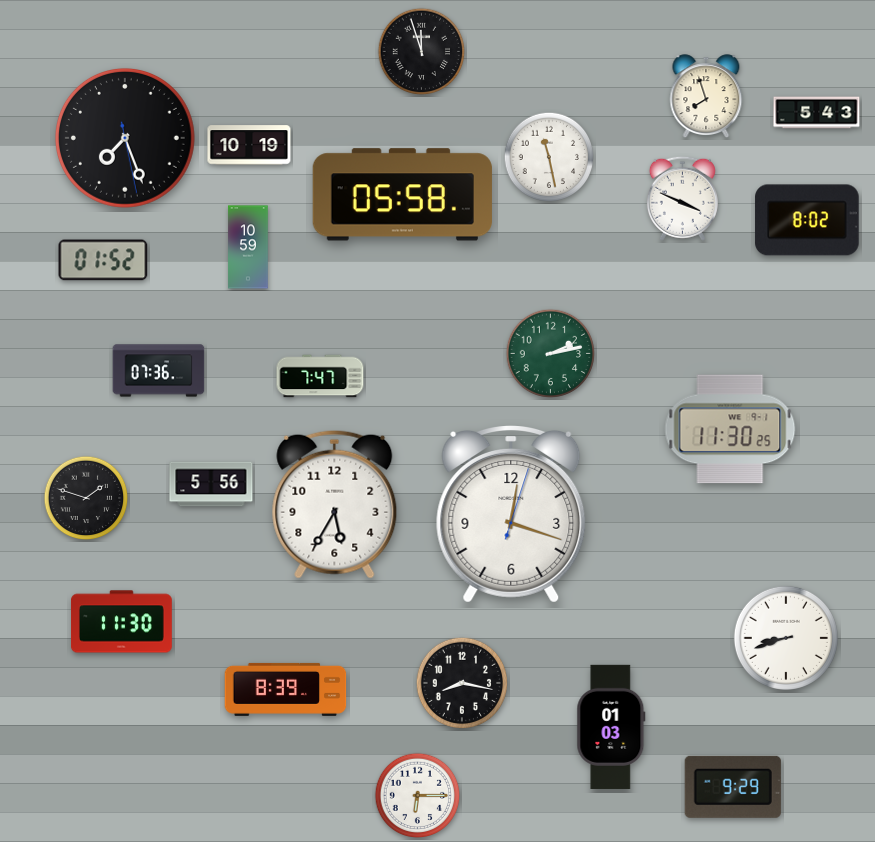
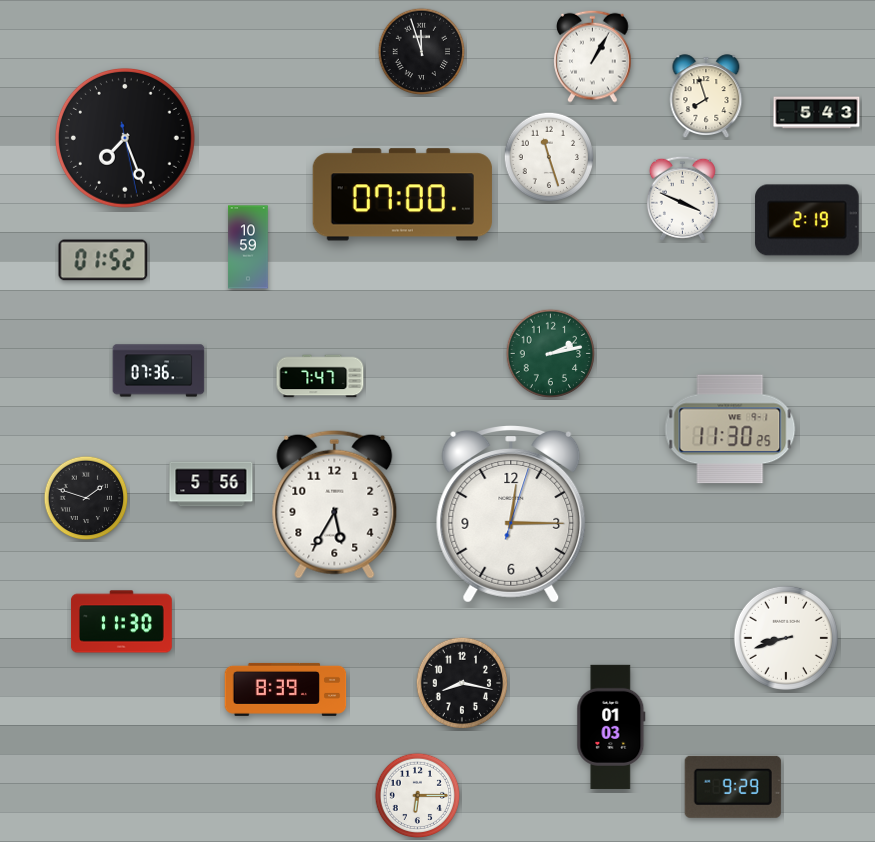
clock at (593, 56): none -> 1:05
clock at (249, 145): 10:19 -> none
clock at (548, 156): 11:28 -> 11:27
clock at (402, 195): 05:58 -> 07:00
clock at (807, 220): 8:02 -> 2:19
clock at (511, 515): 12:18 -> 12:15
